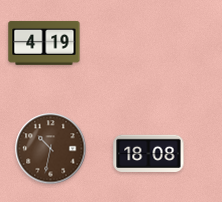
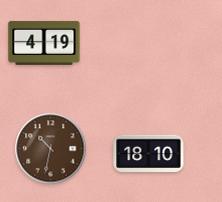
clock at (149, 153): 18:08 -> 18:10
